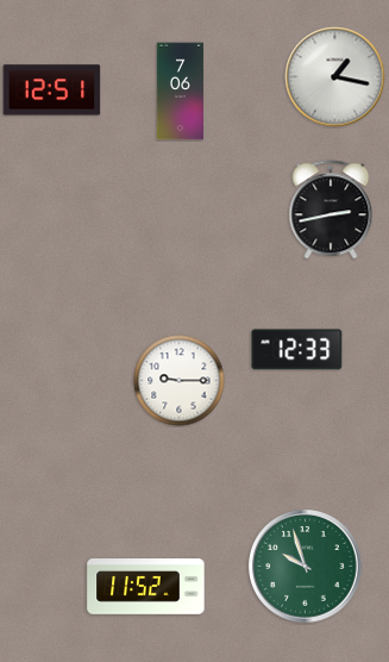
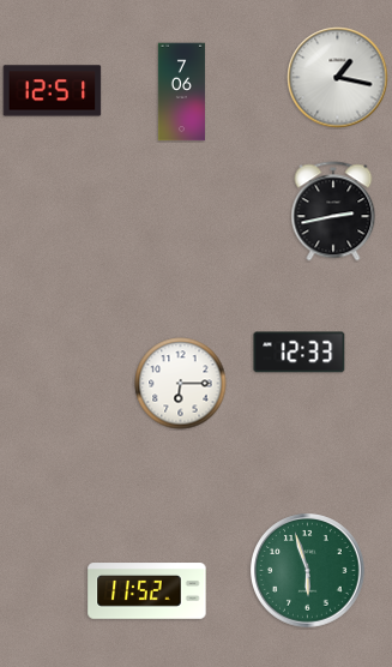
clock at (180, 381): 9:15 -> 6:15
clock at (306, 567): 9:57 -> 5:57
